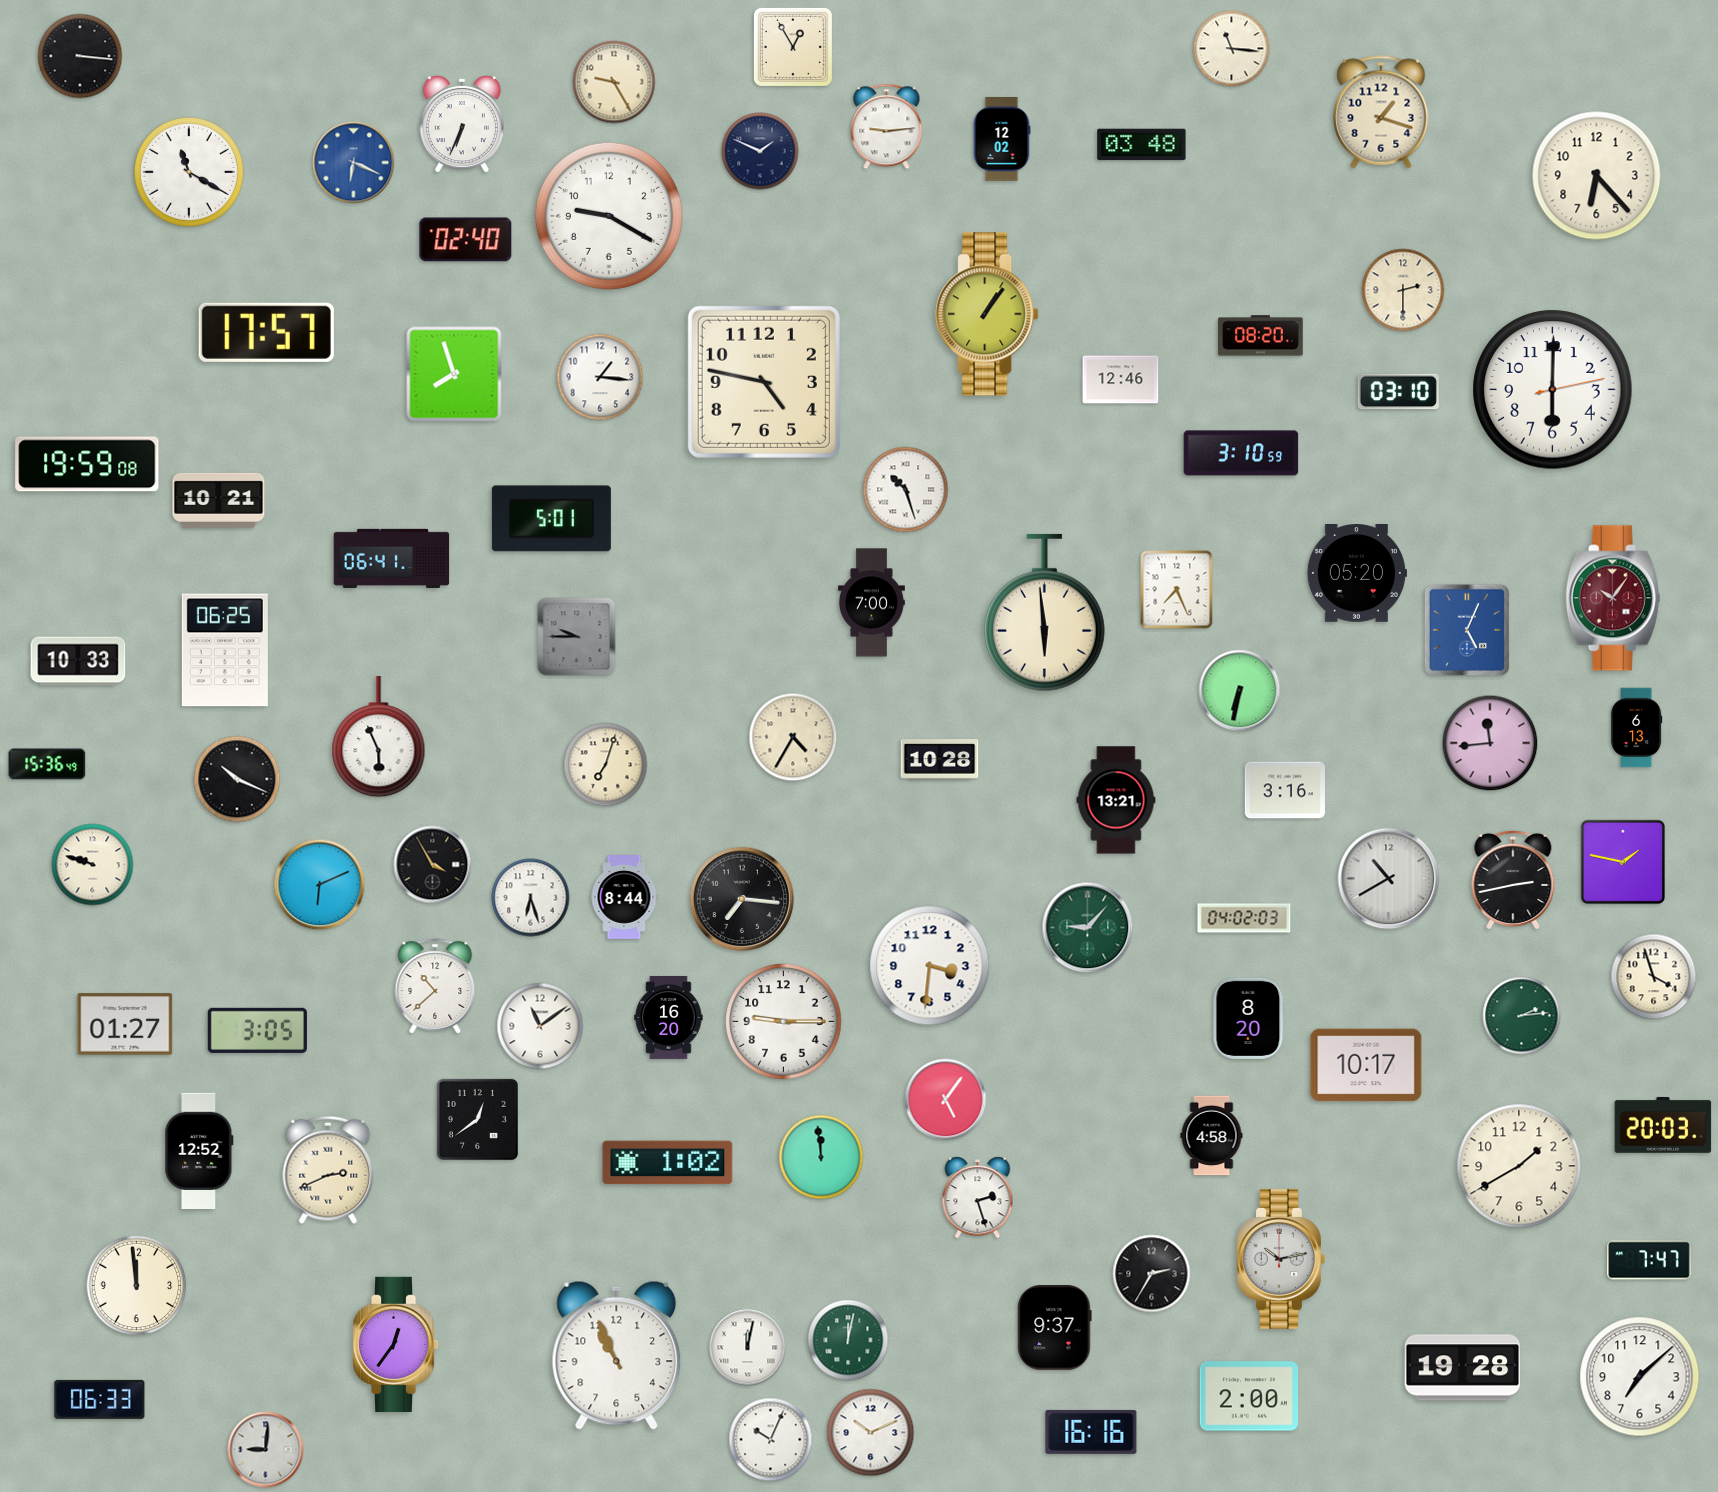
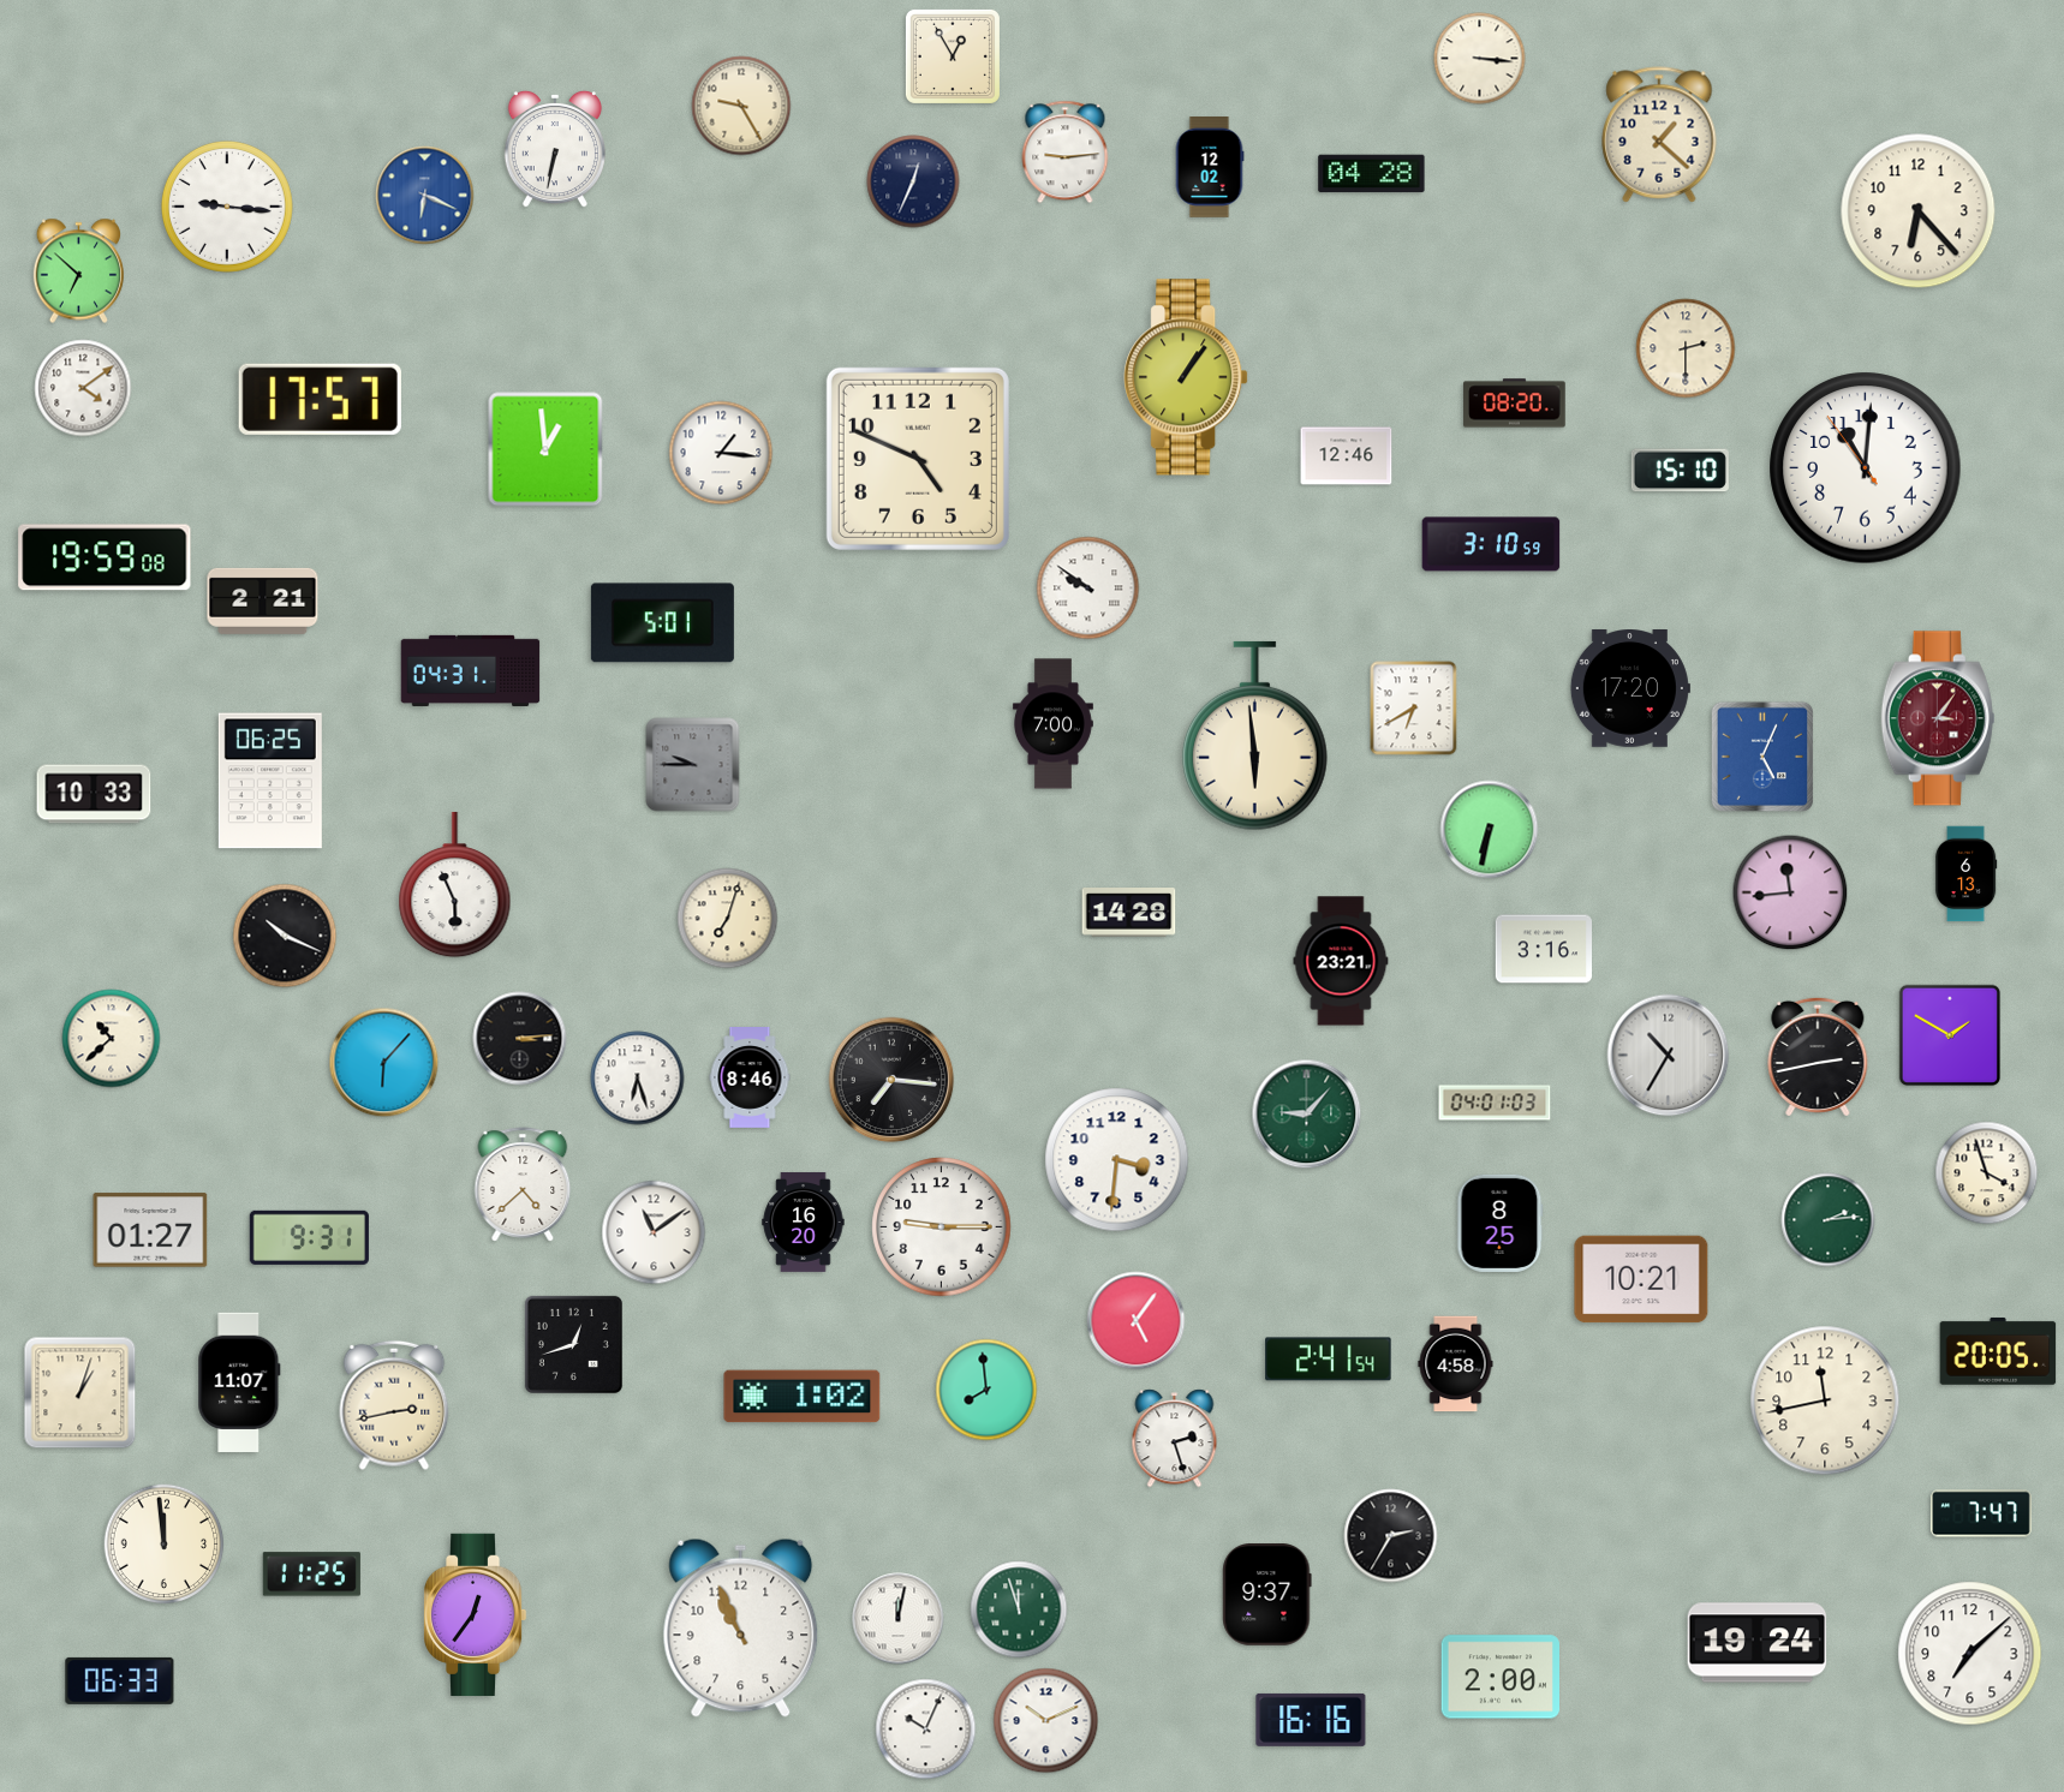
clock at (1232, 49): 11:16 -> 3:16
clock at (80, 56): 3:16 -> none
clock at (614, 82) position: (614, 82) -> (741, 106)
clock at (1381, 112): 1:18 -> 1:22
clock at (462, 124): 6:34 -> 6:32
clock at (1002, 140) position: (1002, 140) -> (1210, 168)
clock at (1142, 145): 03:48 -> 04:28
clock at (760, 151): 1:49 -> 12:34
clock at (189, 172): 11:20 -> 9:16
clock at (609, 216): 9:20 -> none
clock at (78, 271): none -> 6:52
clock at (466, 240): 02:40 -> none
clock at (83, 388): none -> 4:09
clock at (454, 374): 7:57 -> 12:59
clock at (764, 382): 4:47 -> 4:49
clock at (1553, 390): 6:00 -> 11:00
clock at (1398, 392): 03:10 -> 15:10
clock at (906, 490): 10:27 -> 9:51
clock at (219, 500): 10:21 -> 2:21
clock at (392, 558): 06:41 -> 04:31
clock at (1357, 574): 05:20 -> 17:20
clock at (1177, 590): 7:26 -> 6:40
clock at (1613, 598): 10:06 -> 3:06
clock at (871, 603) position: (871, 603) -> (1052, 724)
clock at (793, 737): 4:35 -> none
clock at (940, 760): 10:28 -> 14:28
clock at (47, 764): 15:36 -> none
clock at (1116, 800): 13:21 -> 23:21
clock at (1623, 862): 1:47 -> 1:50
clock at (93, 865): 9:48 -> 10:38
clock at (433, 865): 3:55 -> 3:14
clock at (1389, 879): 10:40 -> 10:35
clock at (320, 885): 6:11 -> 6:07
clock at (624, 898): 8:44 -> 8:46
clock at (1244, 918): 04:02 -> 04:01
clock at (435, 986): 10:38 -> 4:38
clock at (1249, 1018): 8:20 -> 8:25
clock at (540, 1026) position: (540, 1026) -> (654, 1232)
clock at (257, 1030): 3:05 -> 9:31
clock at (1366, 1065): 10:17 -> 10:21
clock at (477, 1119): 12:39 -> 12:42
clock at (1663, 1125): 20:03 -> 20:05
clock at (1329, 1360): none -> 2:41
clock at (199, 1151): 12:52 -> 11:07
clock at (821, 1157): 11:59 -> 7:59
clock at (80, 1393): none -> 1:03
clock at (1519, 1166): 1:40 -> 11:43
clock at (328, 1170): 2:41 -> 2:43
clock at (1281, 1260): 10:13 -> none
clock at (1152, 1274) position: (1152, 1274) -> (1391, 1536)
clock at (311, 1575): none -> 11:25
clock at (848, 1340): 12:02 -> 11:57
clock at (1463, 1368): 19:28 -> 19:24
clock at (266, 1450): 9:01 -> none
